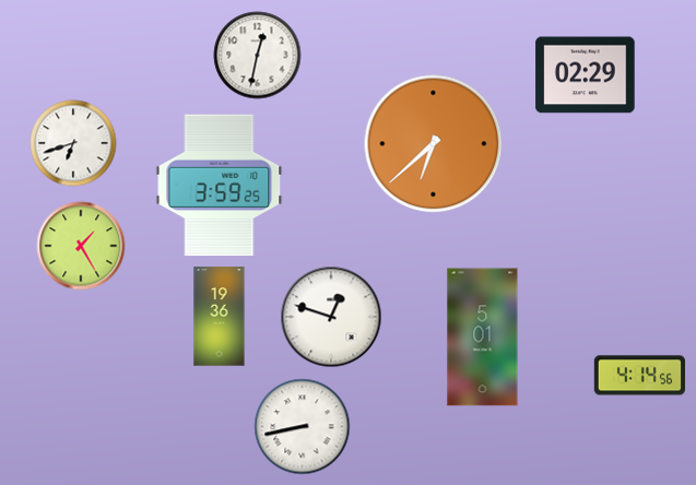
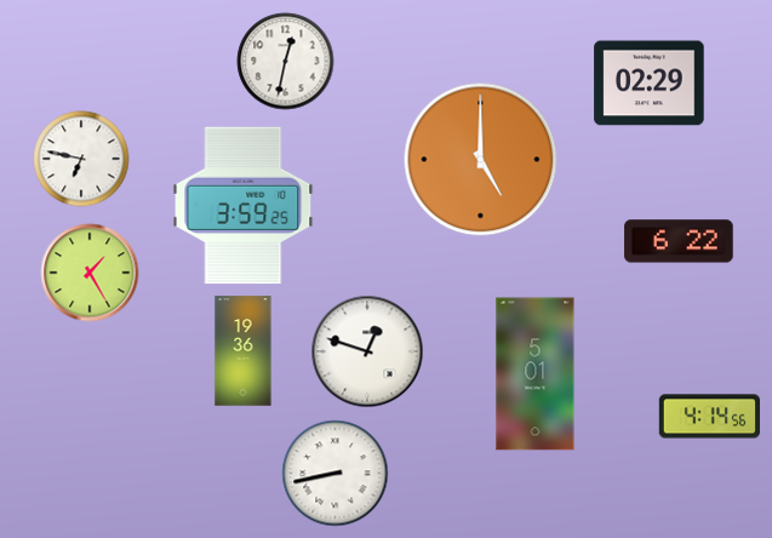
clock at (73, 143): 6:42 -> 6:47
clock at (434, 144): 6:38 -> 5:00
clock at (679, 241): none -> 6:22
